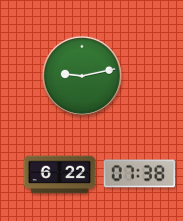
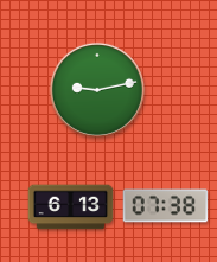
clock at (60, 175): 6:22 -> 6:13
